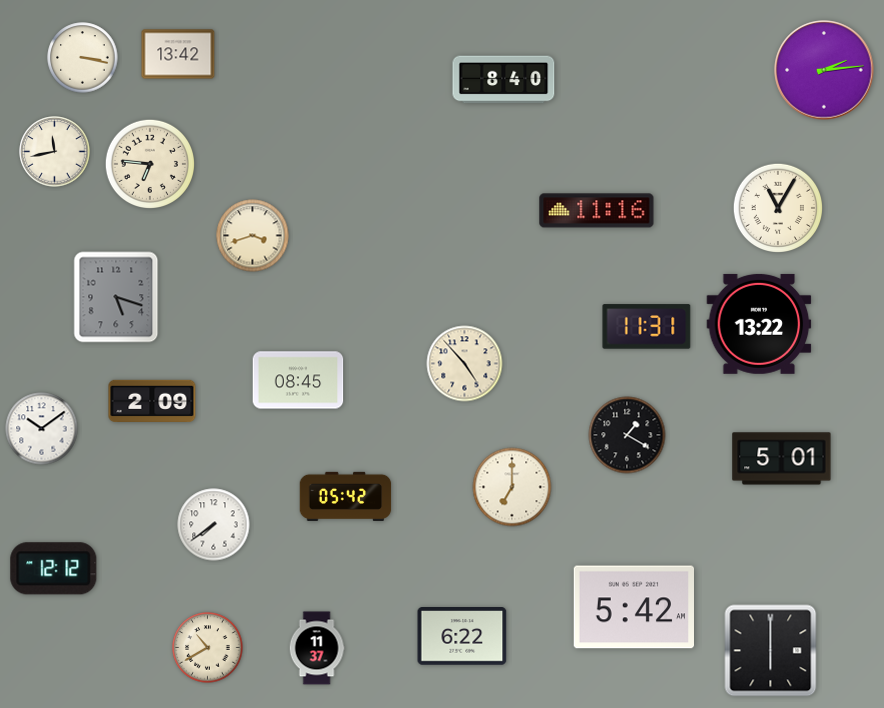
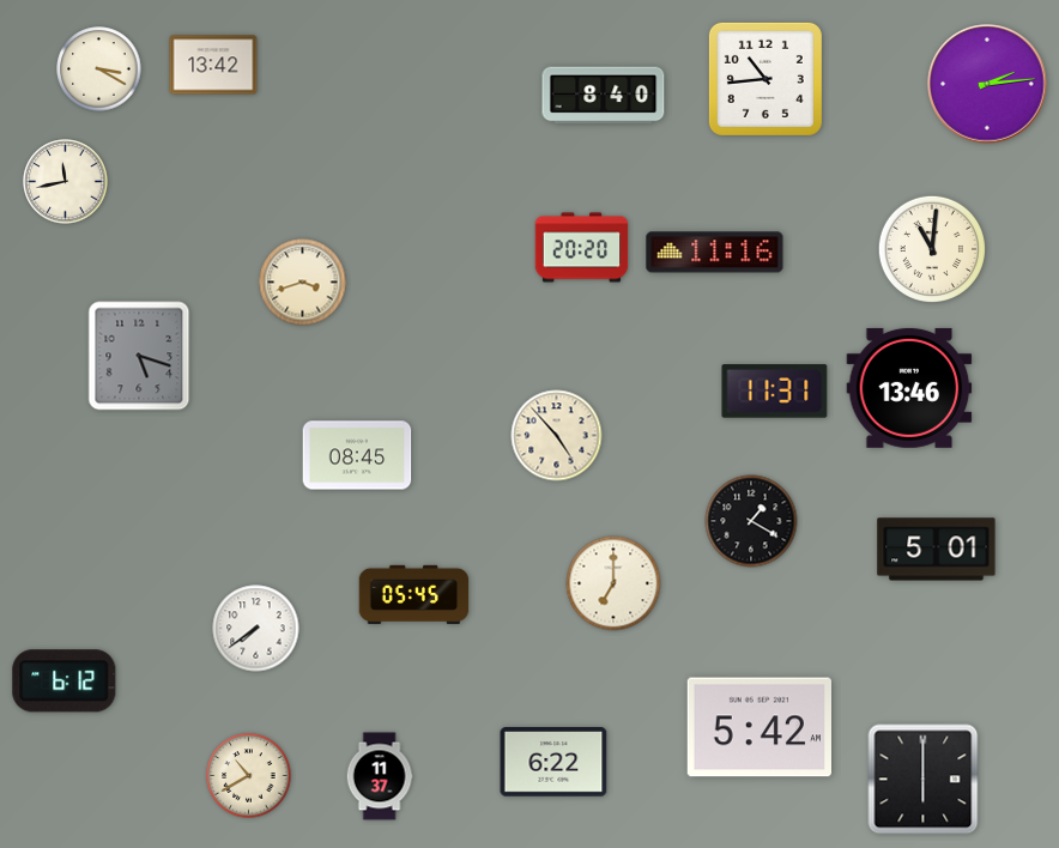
clock at (83, 58): 3:17 -> 3:20
clock at (765, 79): none -> 10:44
clock at (149, 163): 6:46 -> none
clock at (582, 248): none -> 20:20
clock at (777, 207): 11:05 -> 11:01
clock at (759, 324): 13:22 -> 13:46
clock at (152, 400): 2:09 -> none
clock at (42, 429): 10:09 -> none
clock at (346, 496): 05:42 -> 05:45
clock at (54, 569): 12:12 -> 6:12
